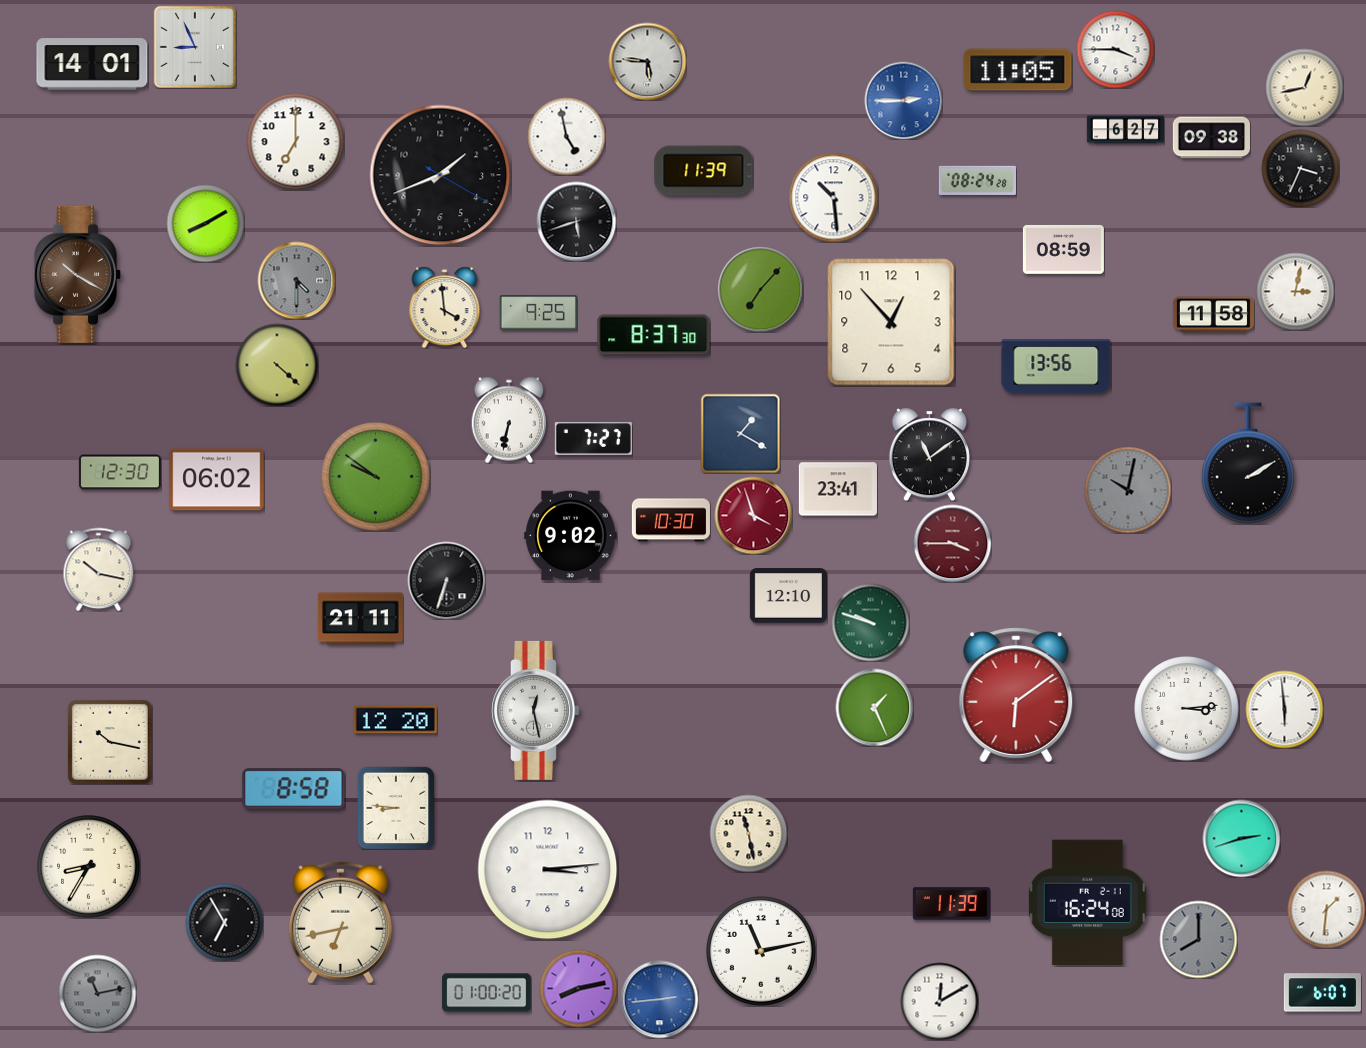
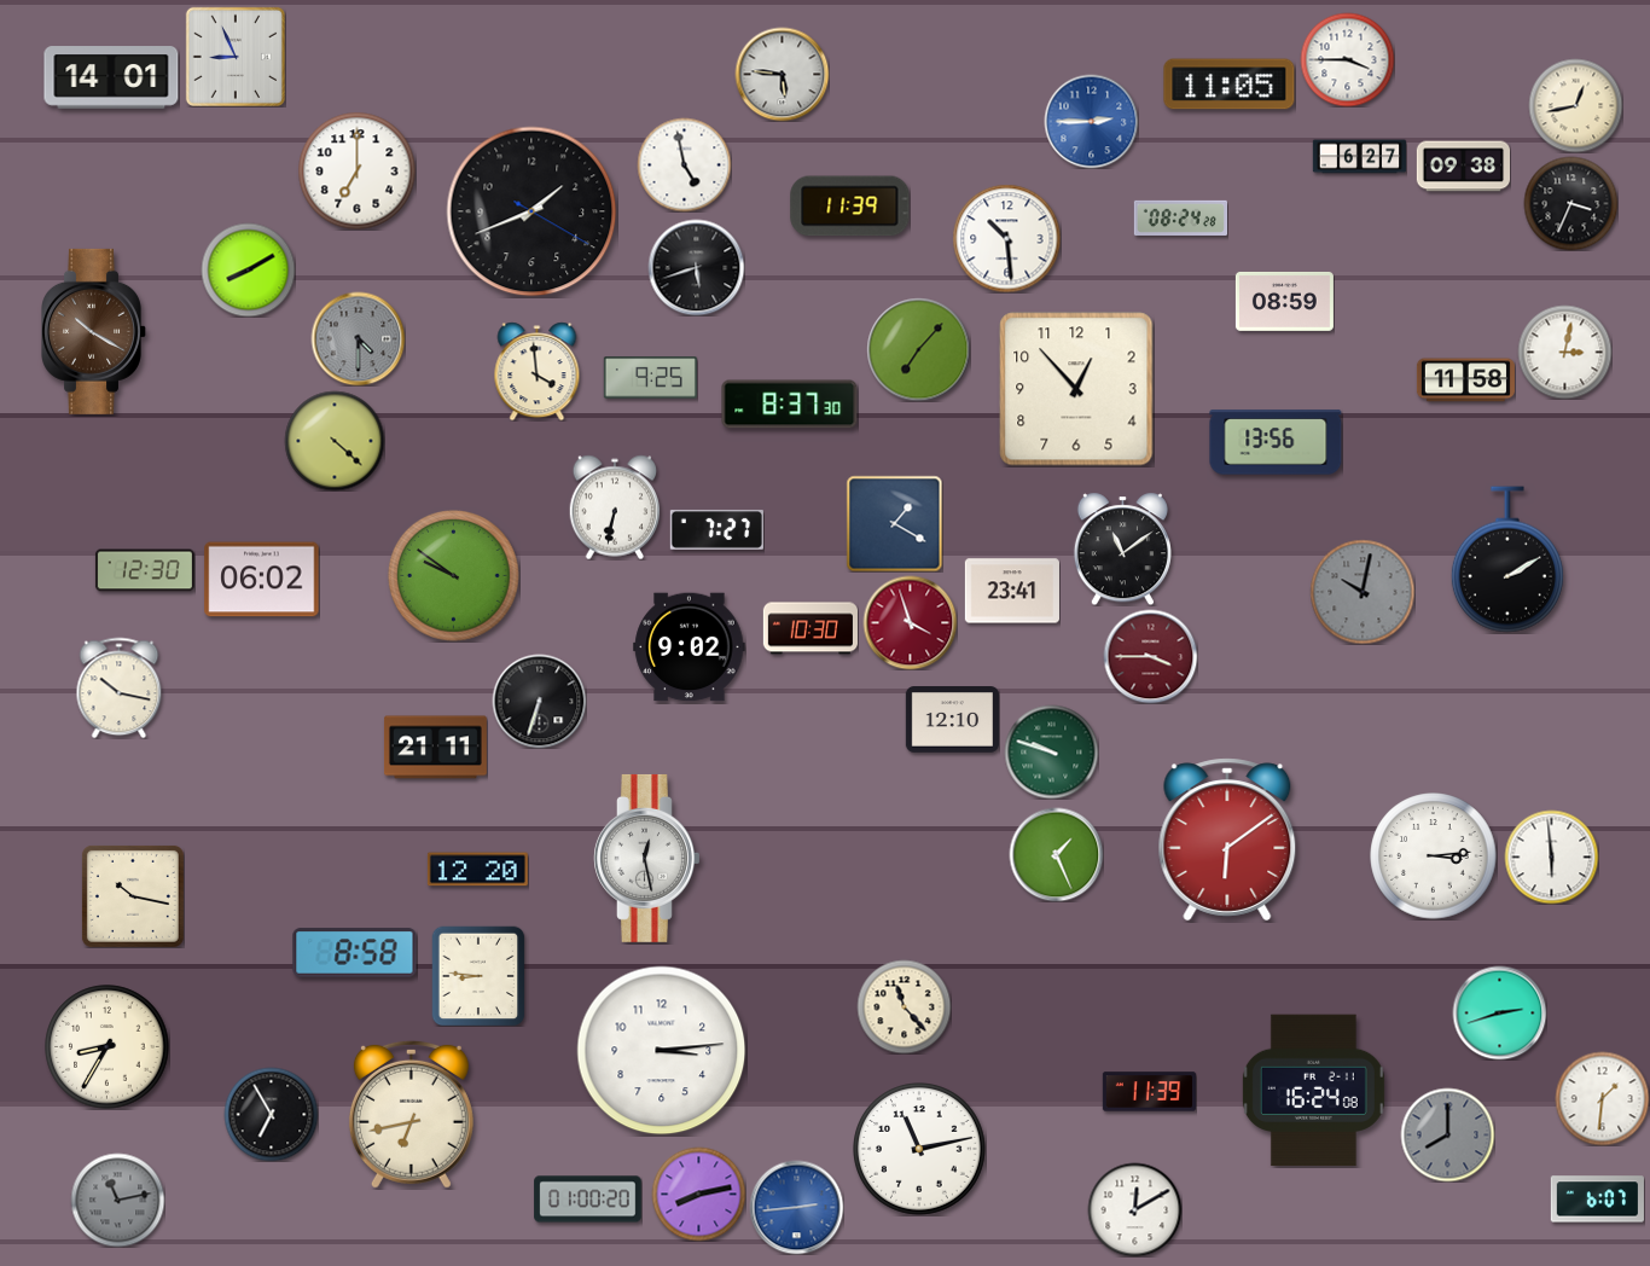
clock at (748, 833): 11:28 -> 11:23
